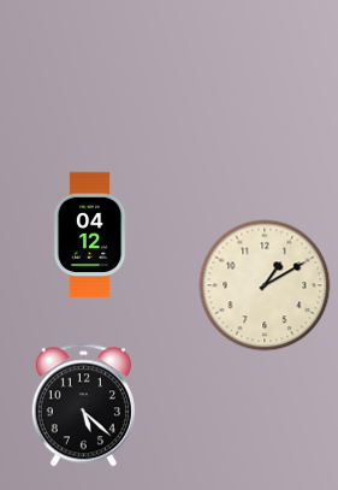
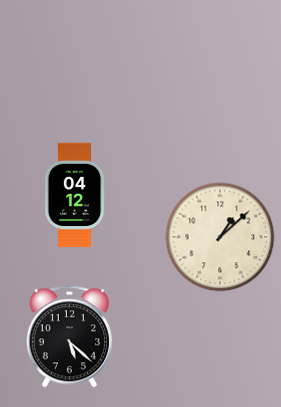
clock at (265, 285): 1:10 -> 1:08
